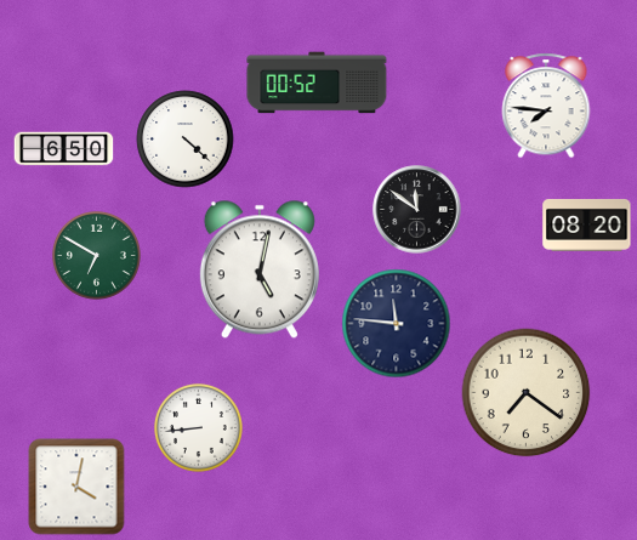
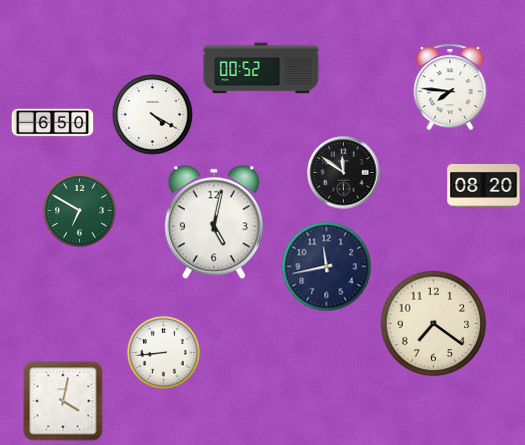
clock at (186, 140): 4:22 -> 4:20
clock at (397, 324): 11:46 -> 11:43
